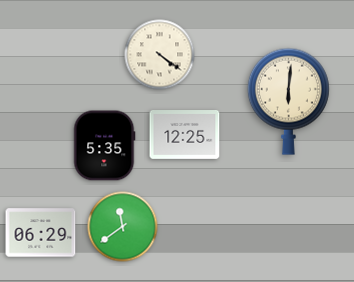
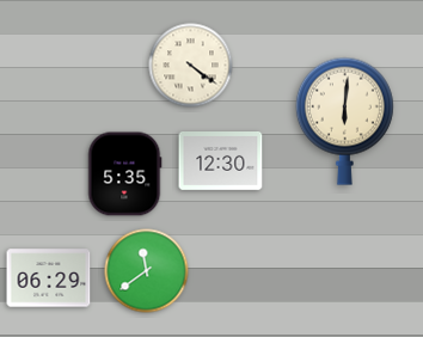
clock at (185, 135): 12:25 -> 12:30
